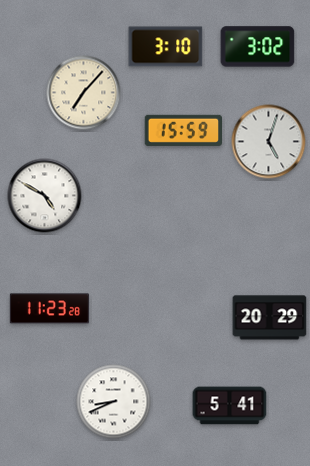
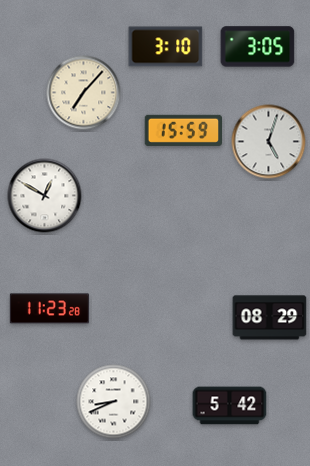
clock at (258, 47): 3:02 -> 3:05
clock at (45, 196): 4:50 -> 12:50
clock at (270, 318): 20:29 -> 08:29
clock at (230, 406): 5:41 -> 5:42
